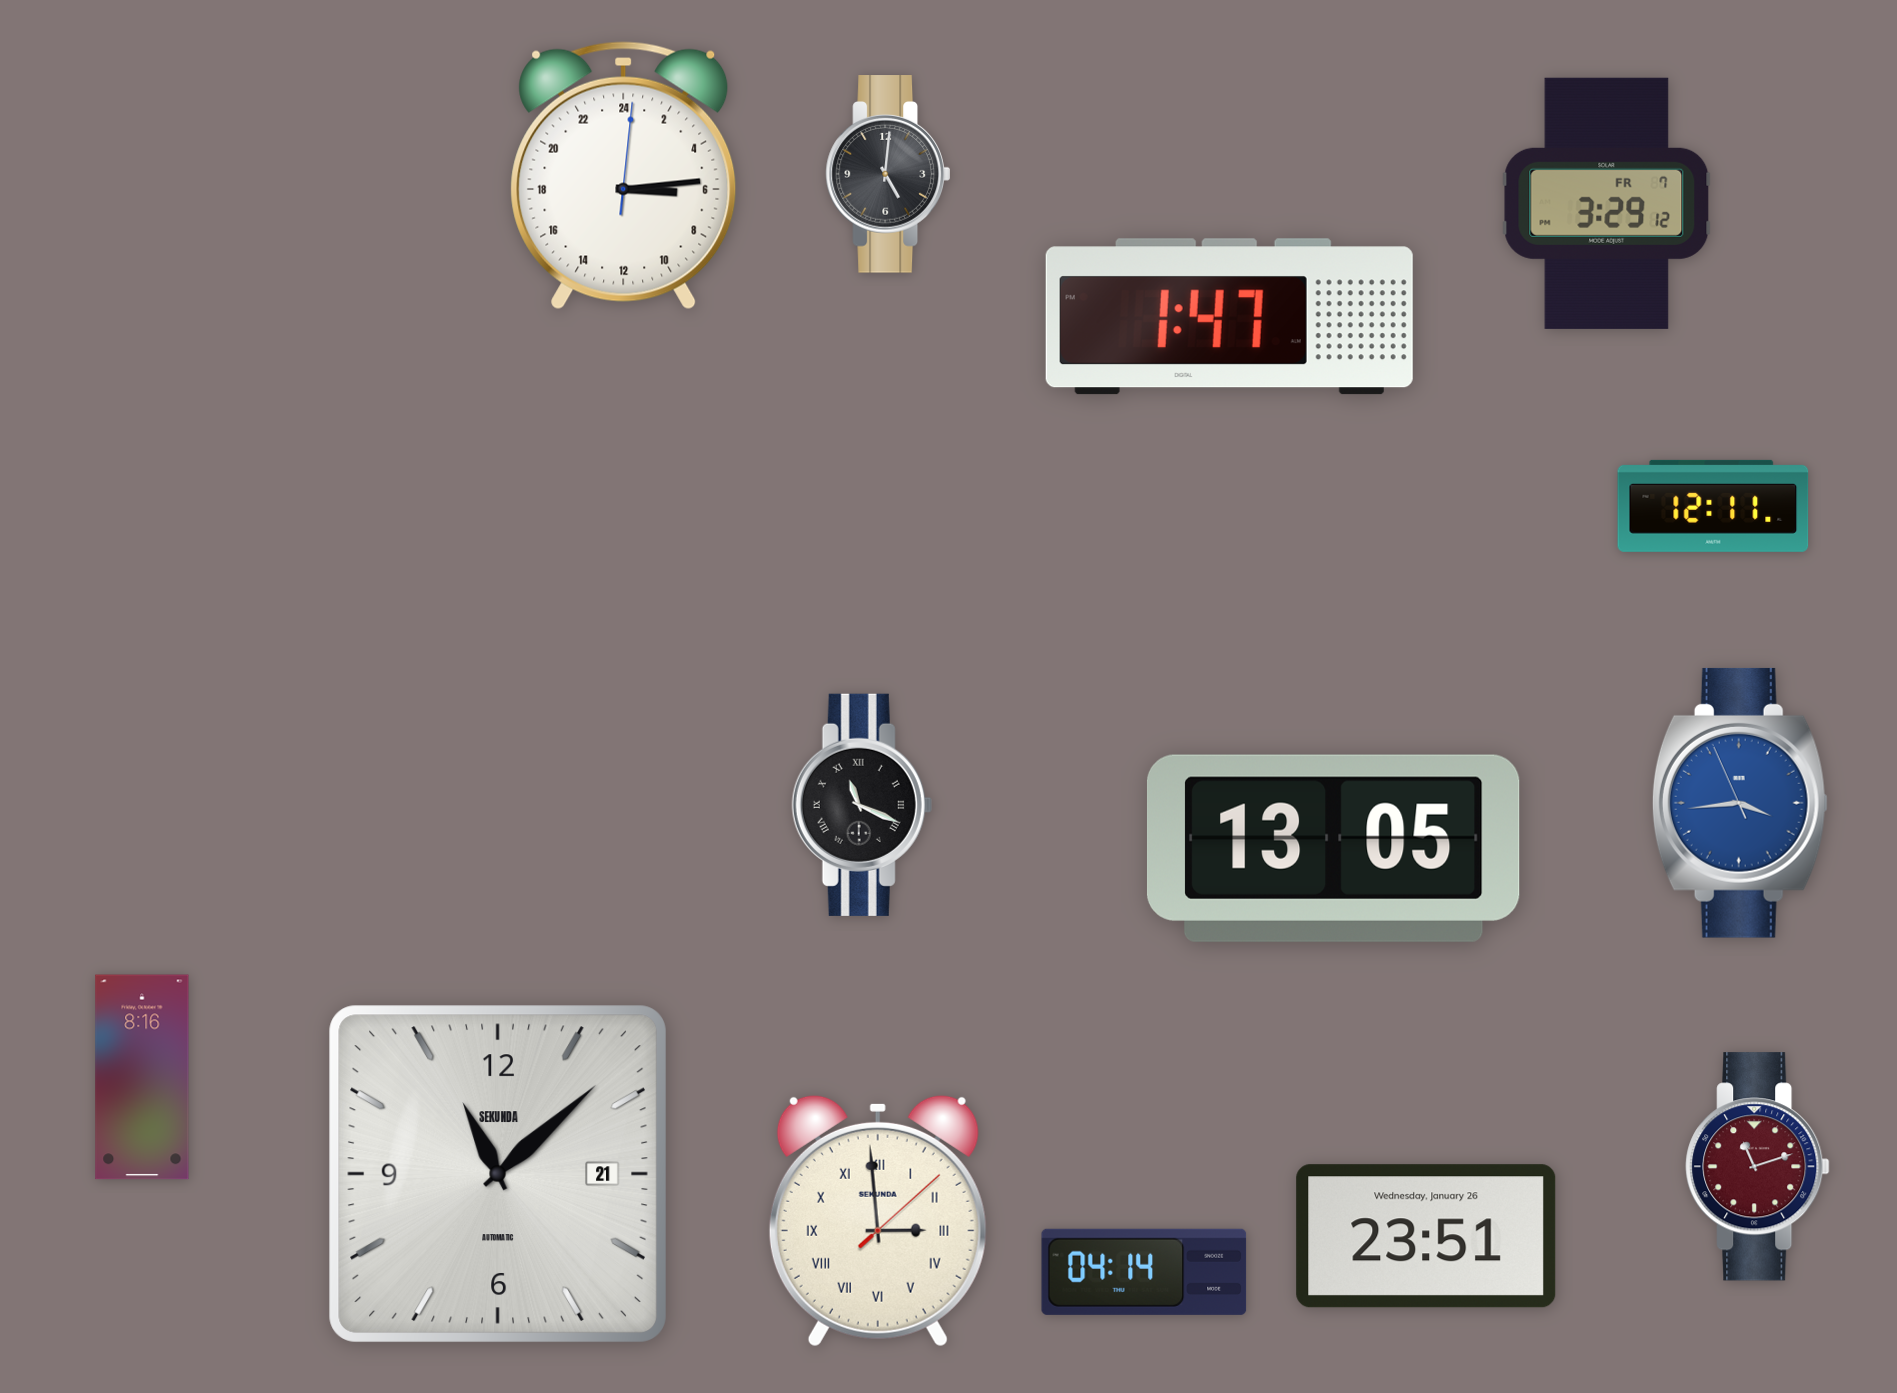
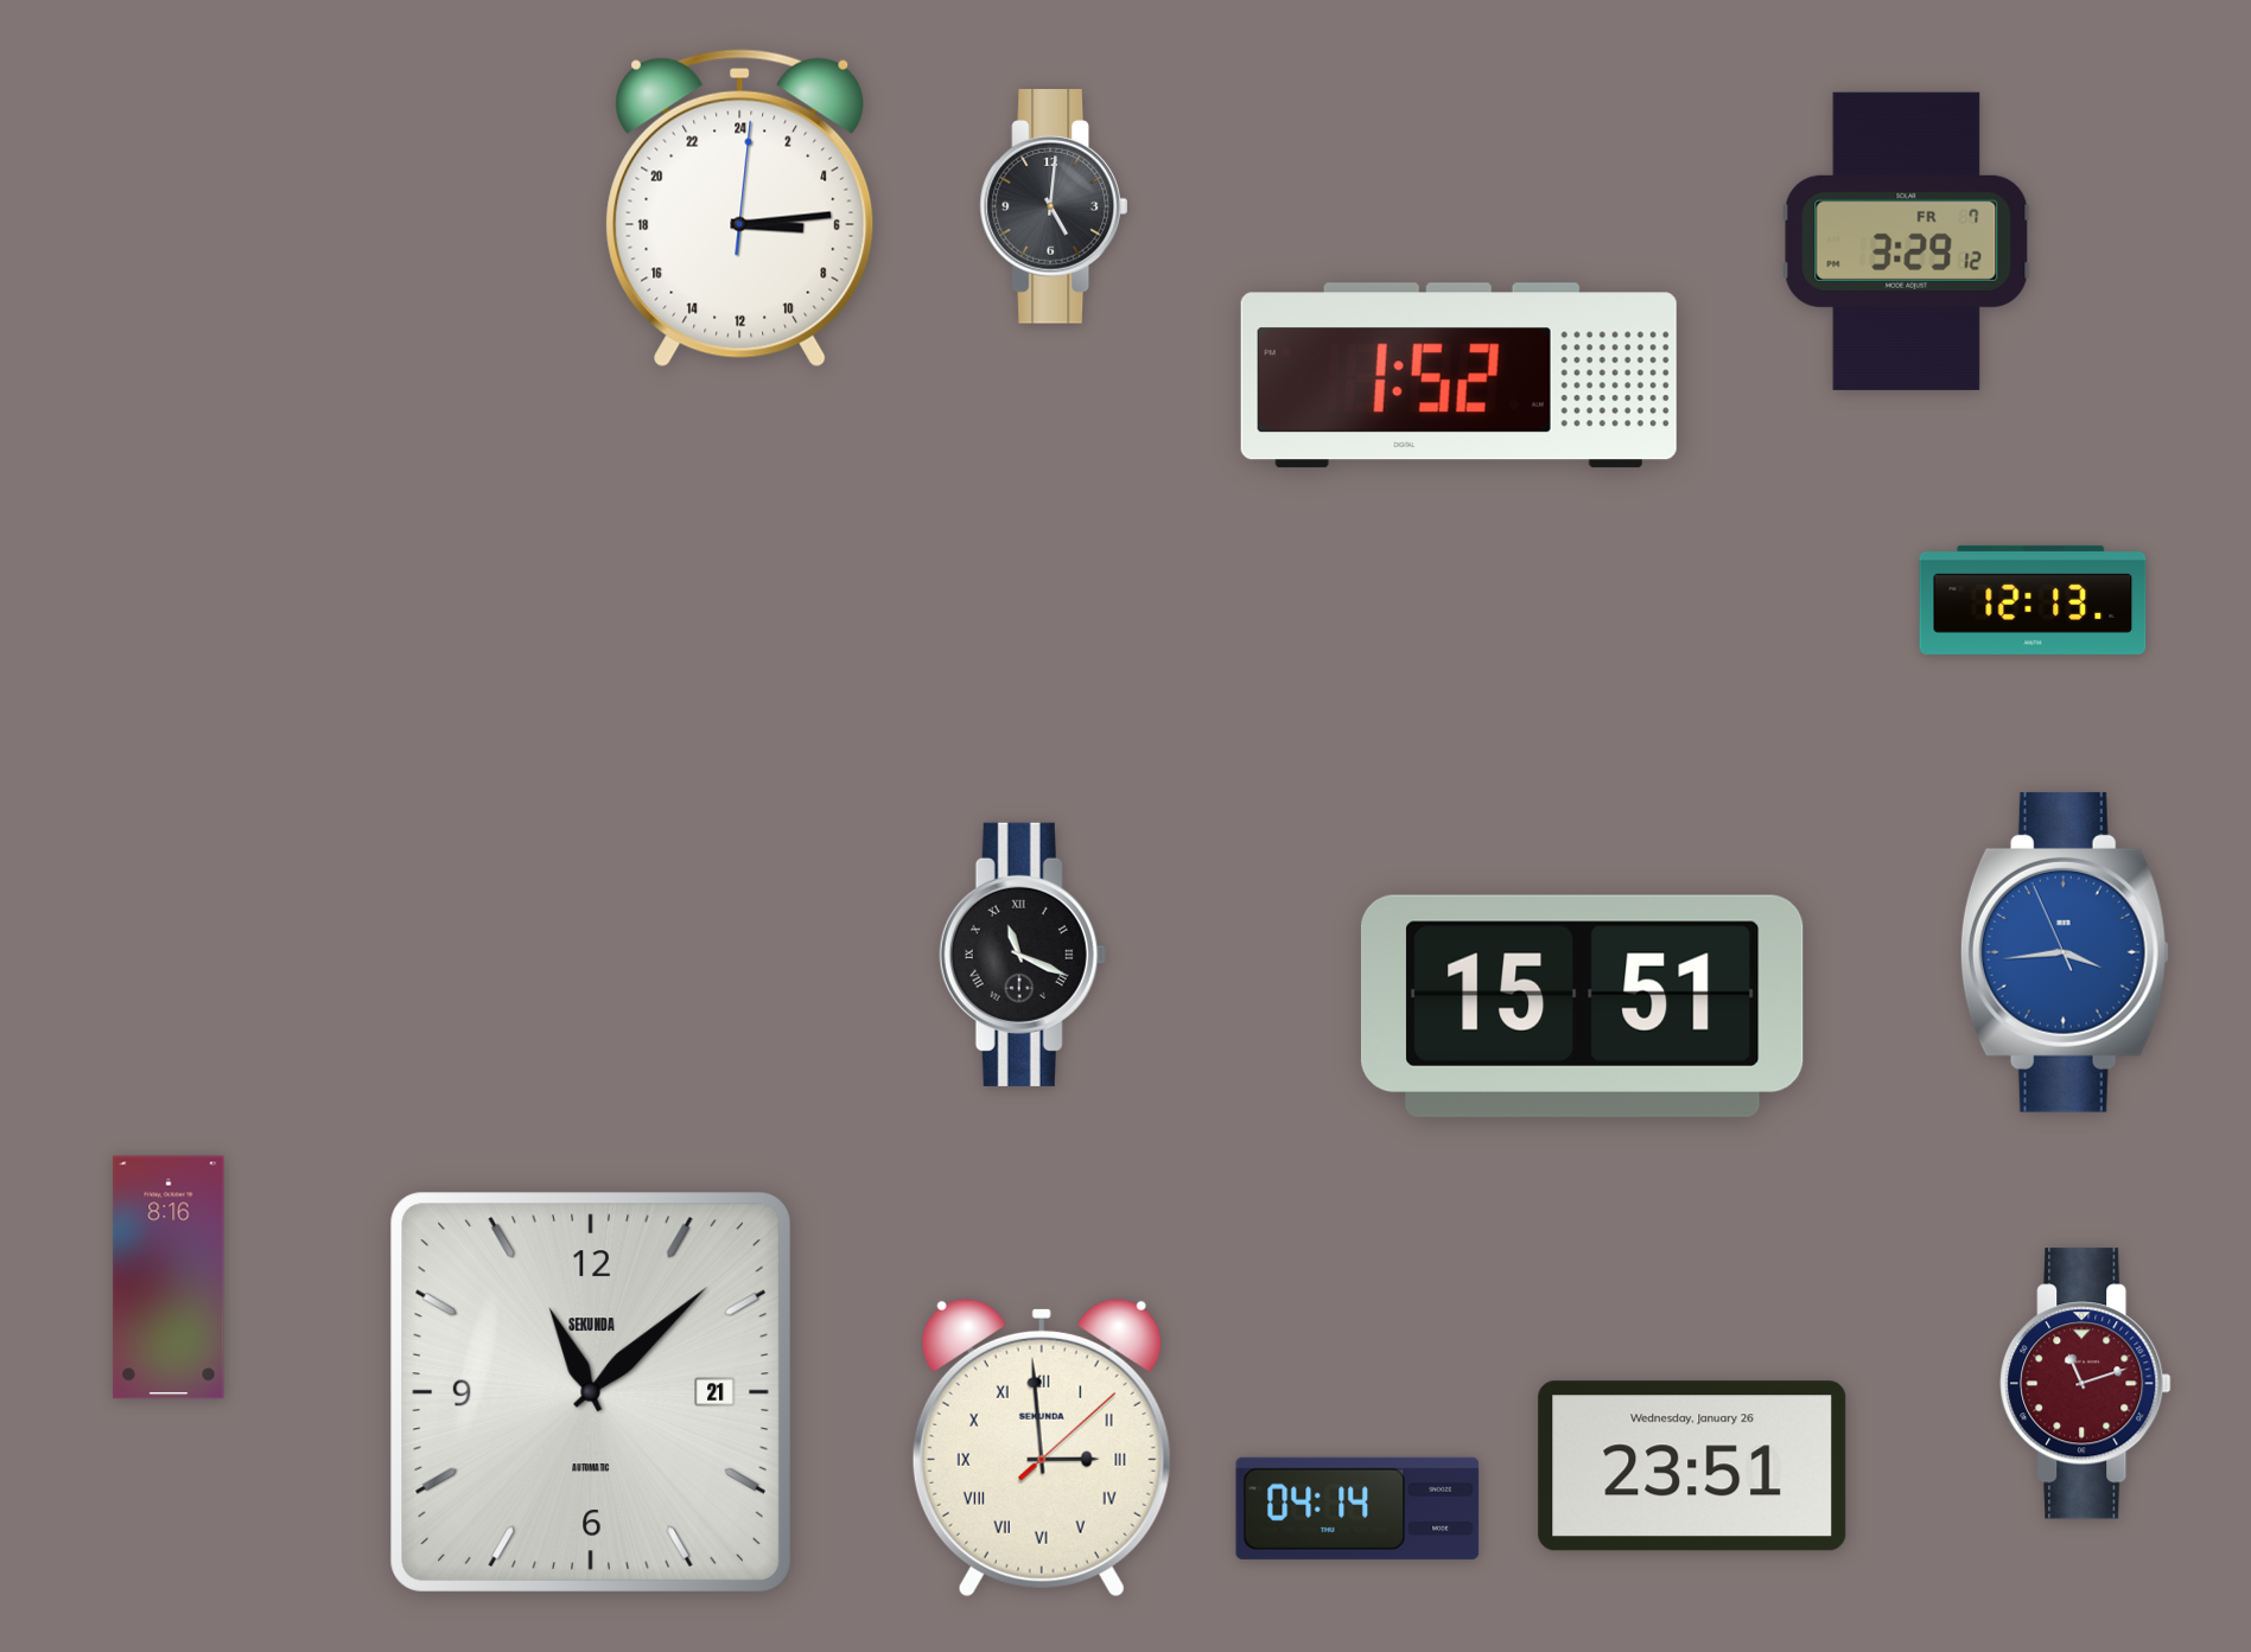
clock at (1229, 317): 1:47 -> 1:52
clock at (1713, 506): 12:11 -> 12:13
clock at (1333, 848): 13:05 -> 15:51
